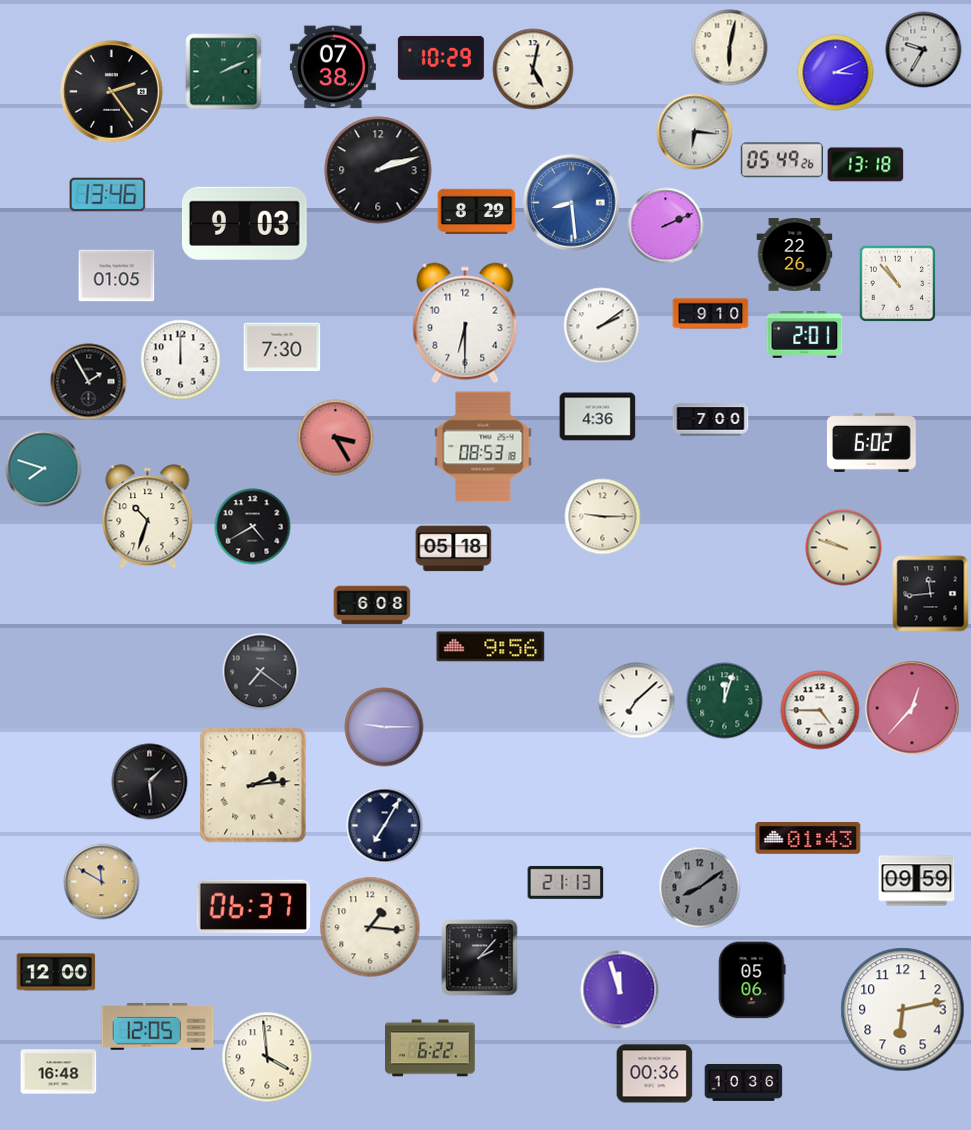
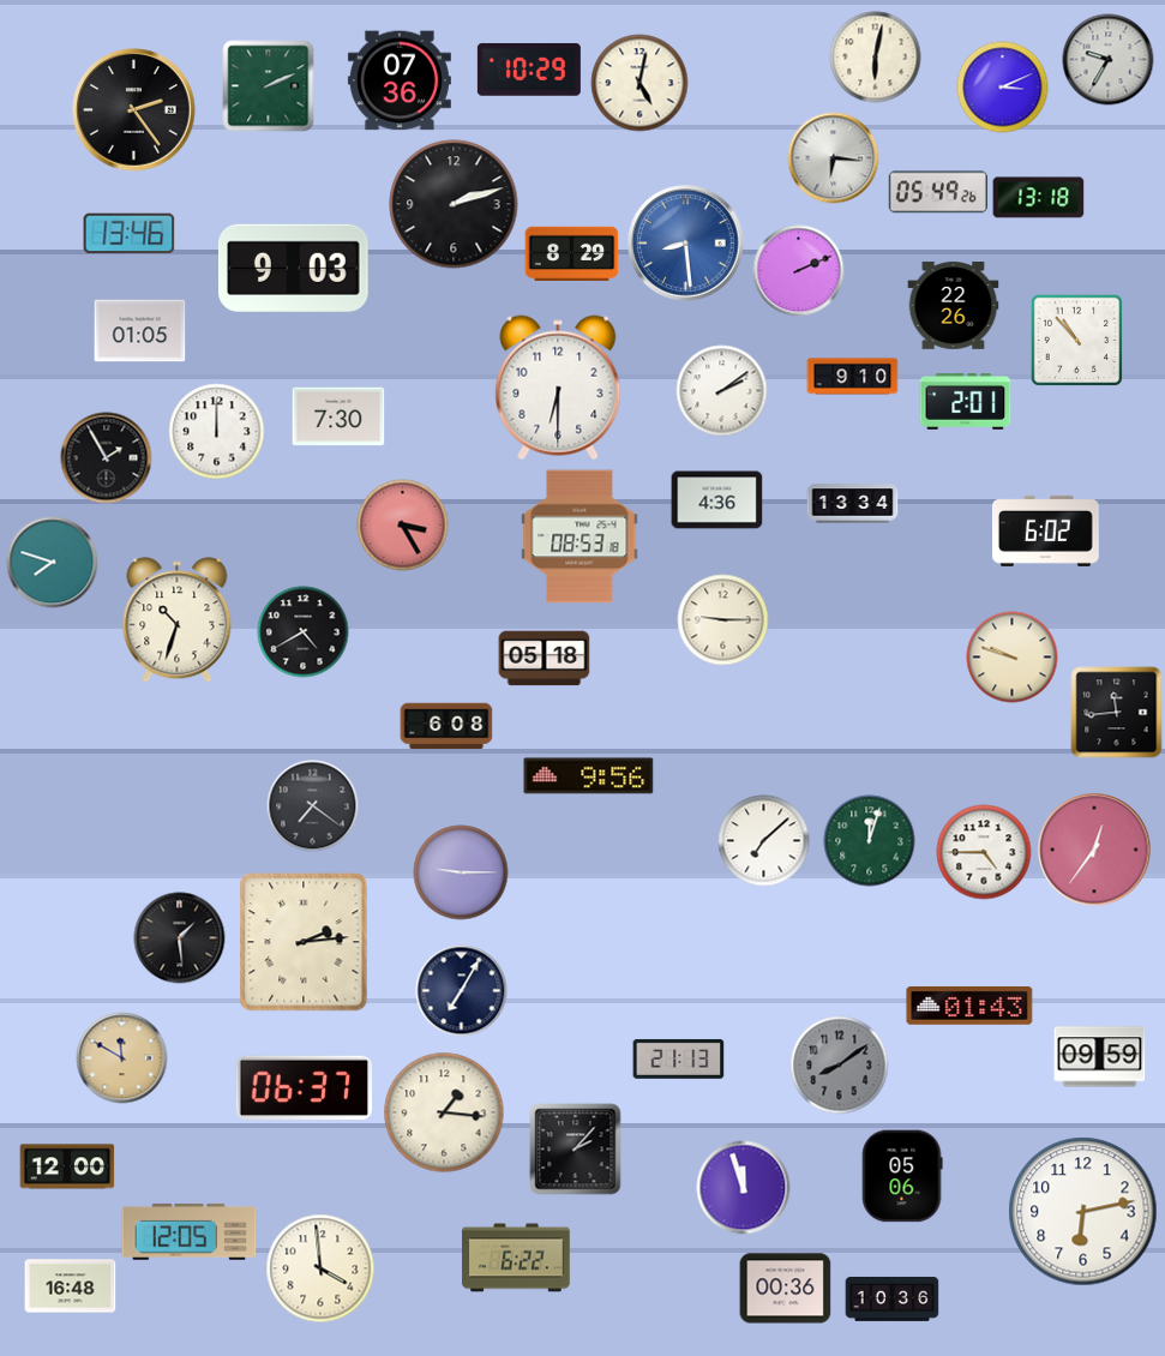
clock at (333, 67): 07:38 -> 07:36
clock at (711, 420): 7:00 -> 13:34
clock at (912, 708): 12:37 -> 12:36
